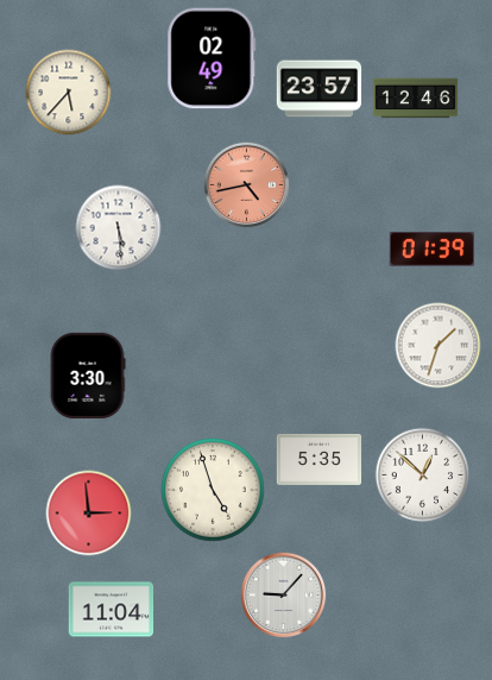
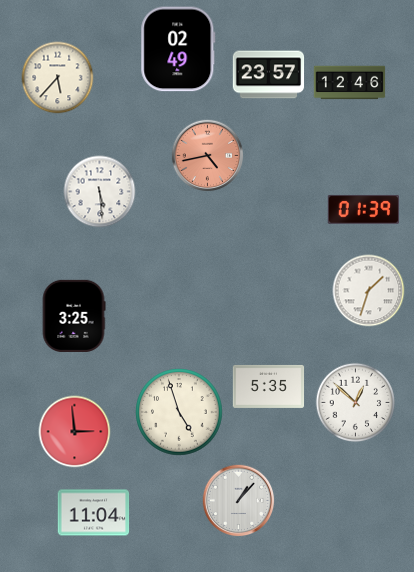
clock at (88, 376): 3:30 -> 3:25
clock at (423, 476) position: (423, 476) -> (356, 403)
clock at (284, 596): 9:07 -> 1:07
